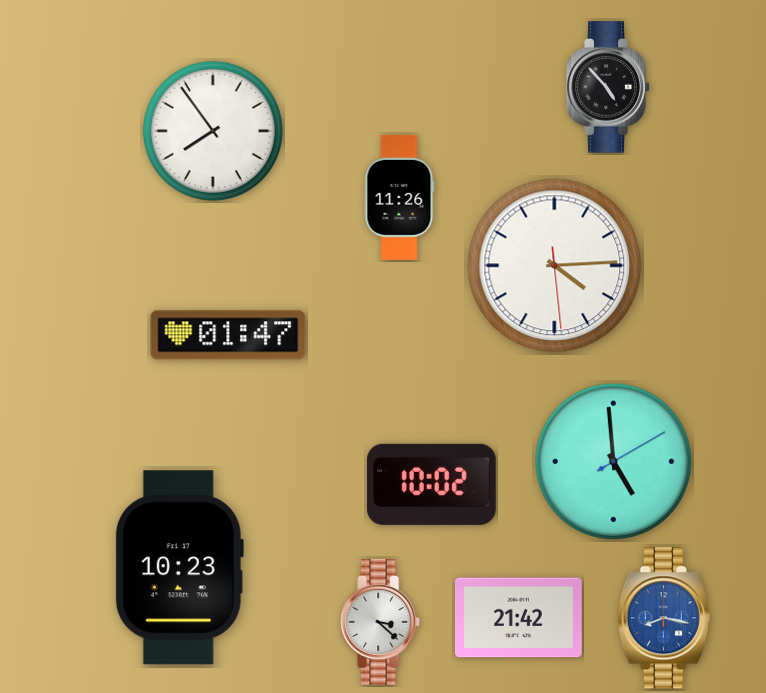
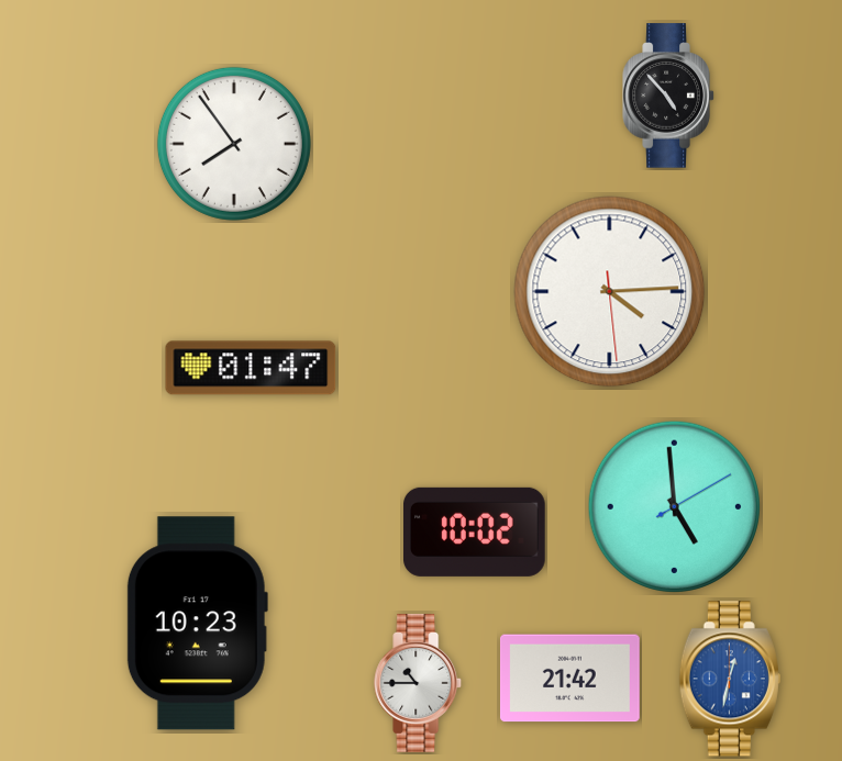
clock at (400, 197): 11:26 -> none
clock at (664, 618): 8:17 -> 12:32
clock at (381, 622): 3:22 -> 10:45
